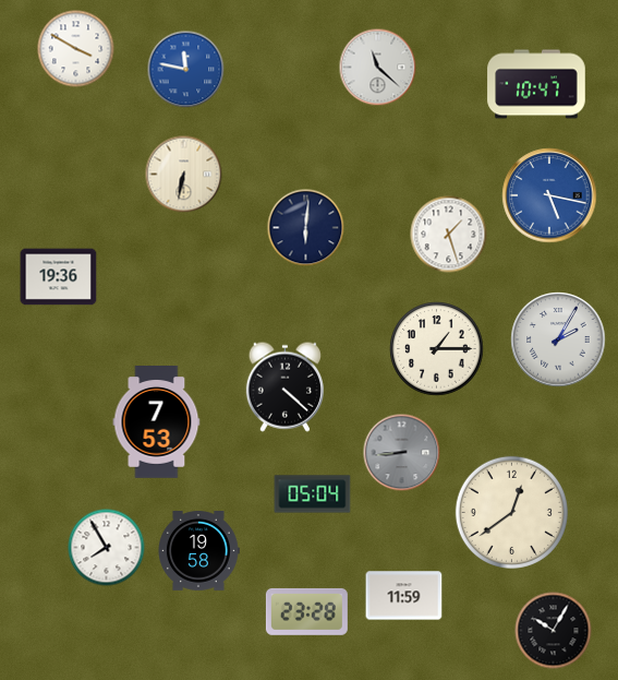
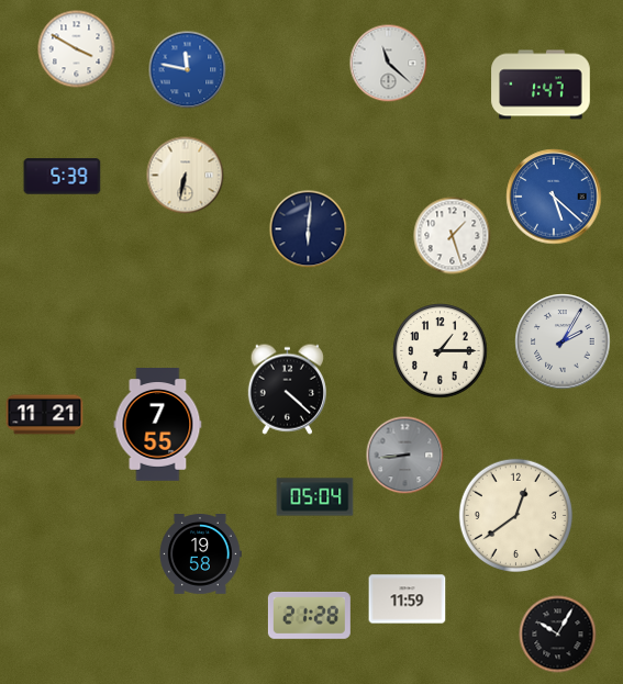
clock at (378, 68) position: (378, 68) -> (389, 64)
clock at (536, 84): 10:47 -> 1:47
clock at (63, 177): none -> 5:39
clock at (549, 195): 5:17 -> 5:22
clock at (59, 277): 19:36 -> none
clock at (45, 415): none -> 11:21
clock at (157, 422): 7:53 -> 7:55
clock at (107, 548): 7:55 -> none
clock at (306, 611): 23:28 -> 21:28
